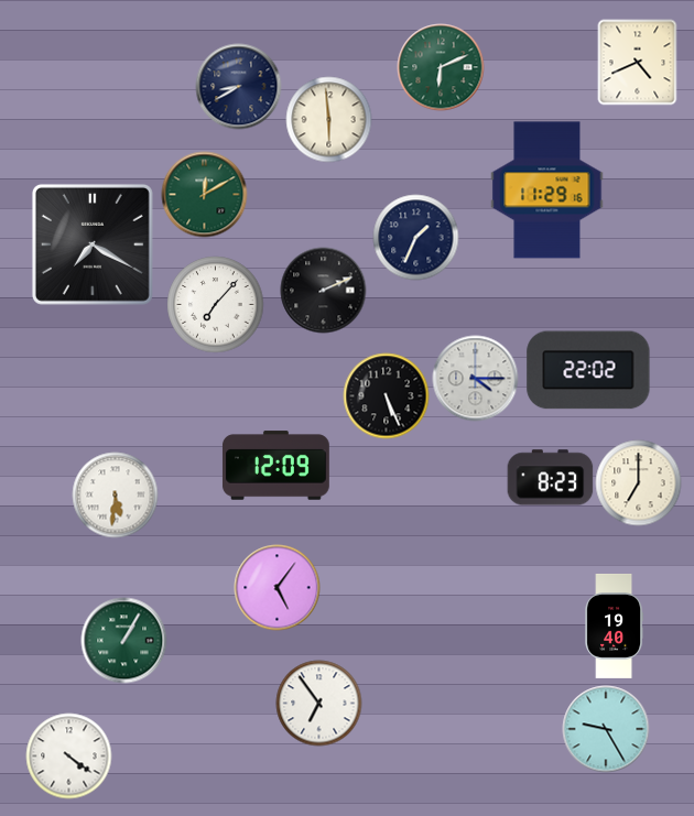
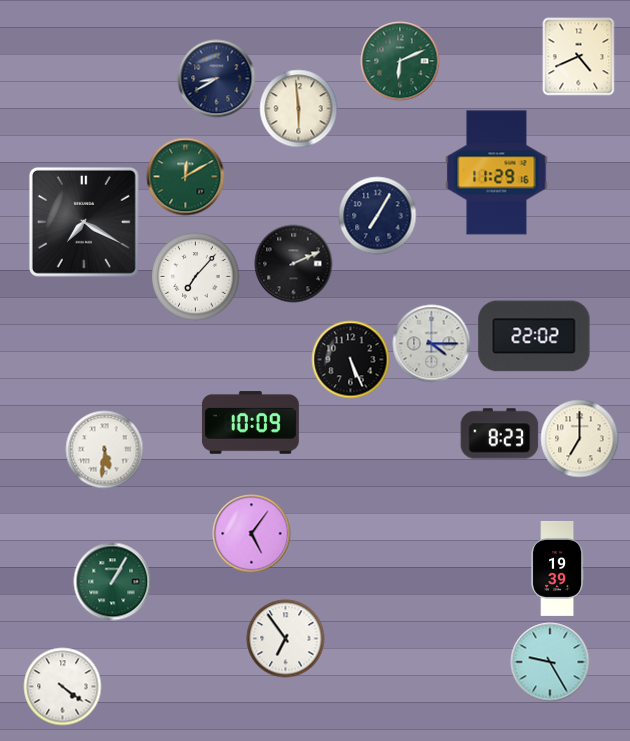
clock at (415, 237): 1:34 -> 7:05
clock at (275, 466): 12:09 -> 10:09
clock at (615, 625): 19:40 -> 19:39
clock at (318, 703) position: (318, 703) -> (285, 638)
